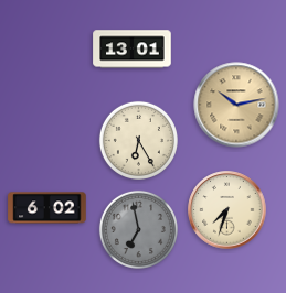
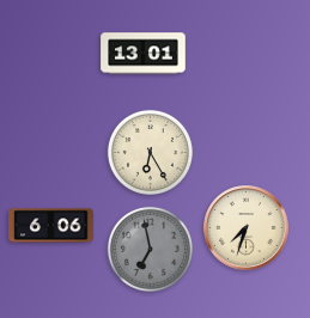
clock at (236, 105): 10:13 -> none
clock at (47, 208): 6:02 -> 6:06
